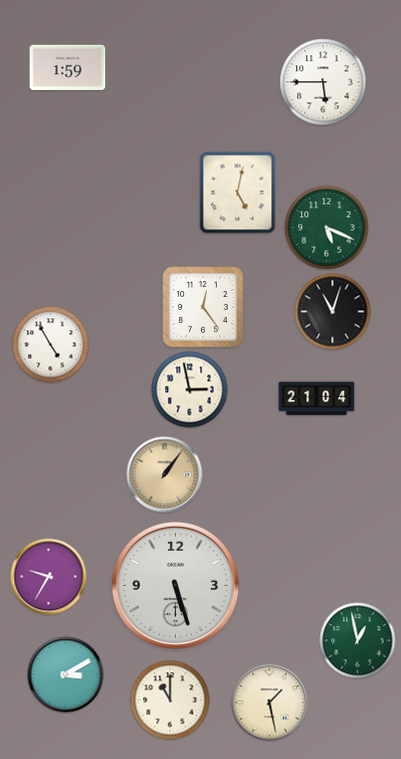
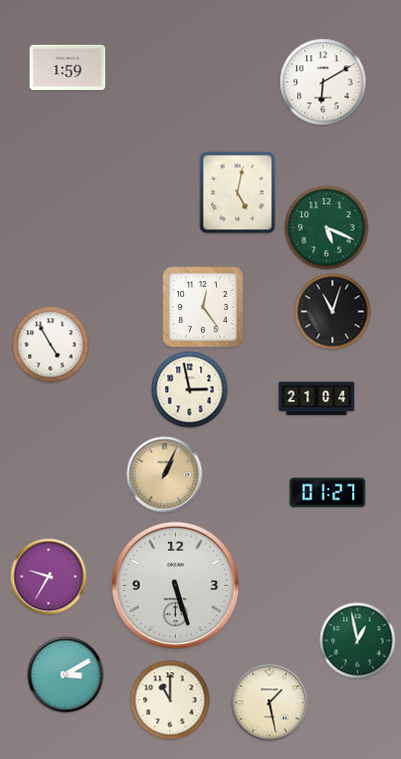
clock at (323, 82): 5:45 -> 6:10
clock at (165, 475): 1:06 -> 1:04
clock at (328, 493): none -> 01:27
